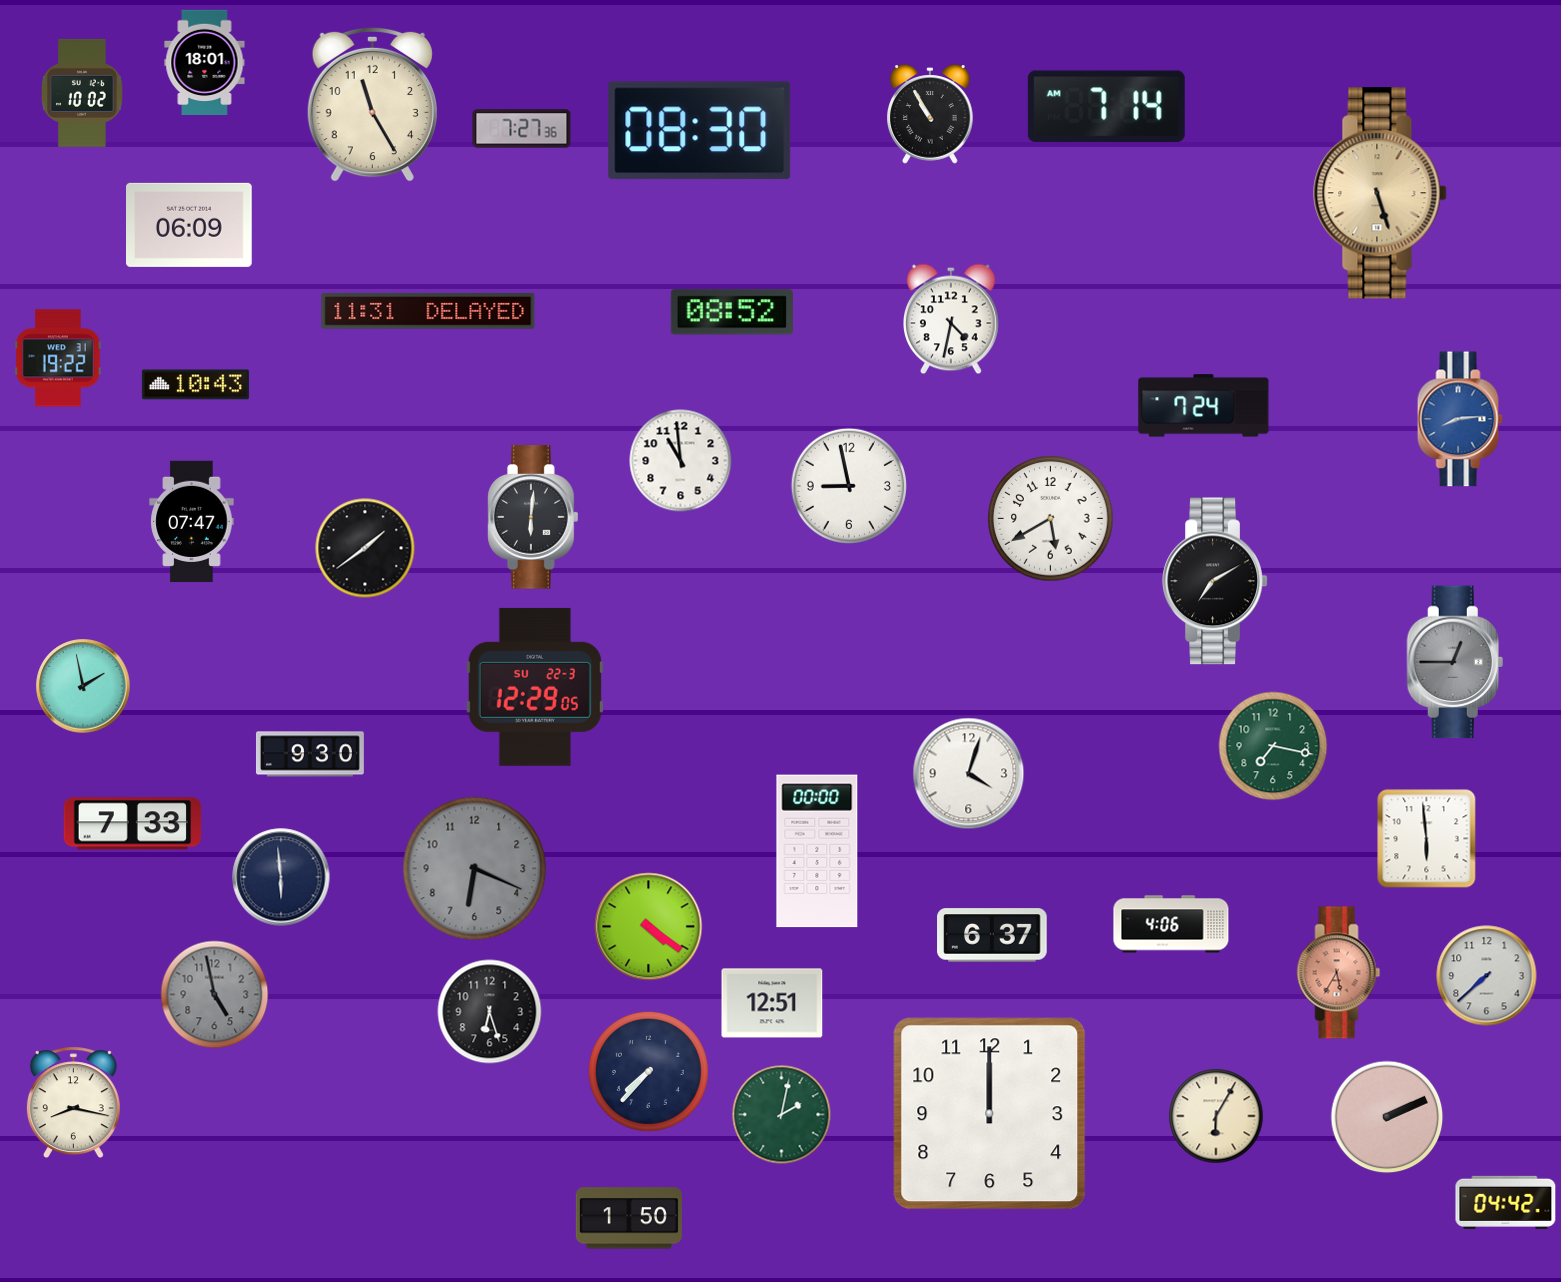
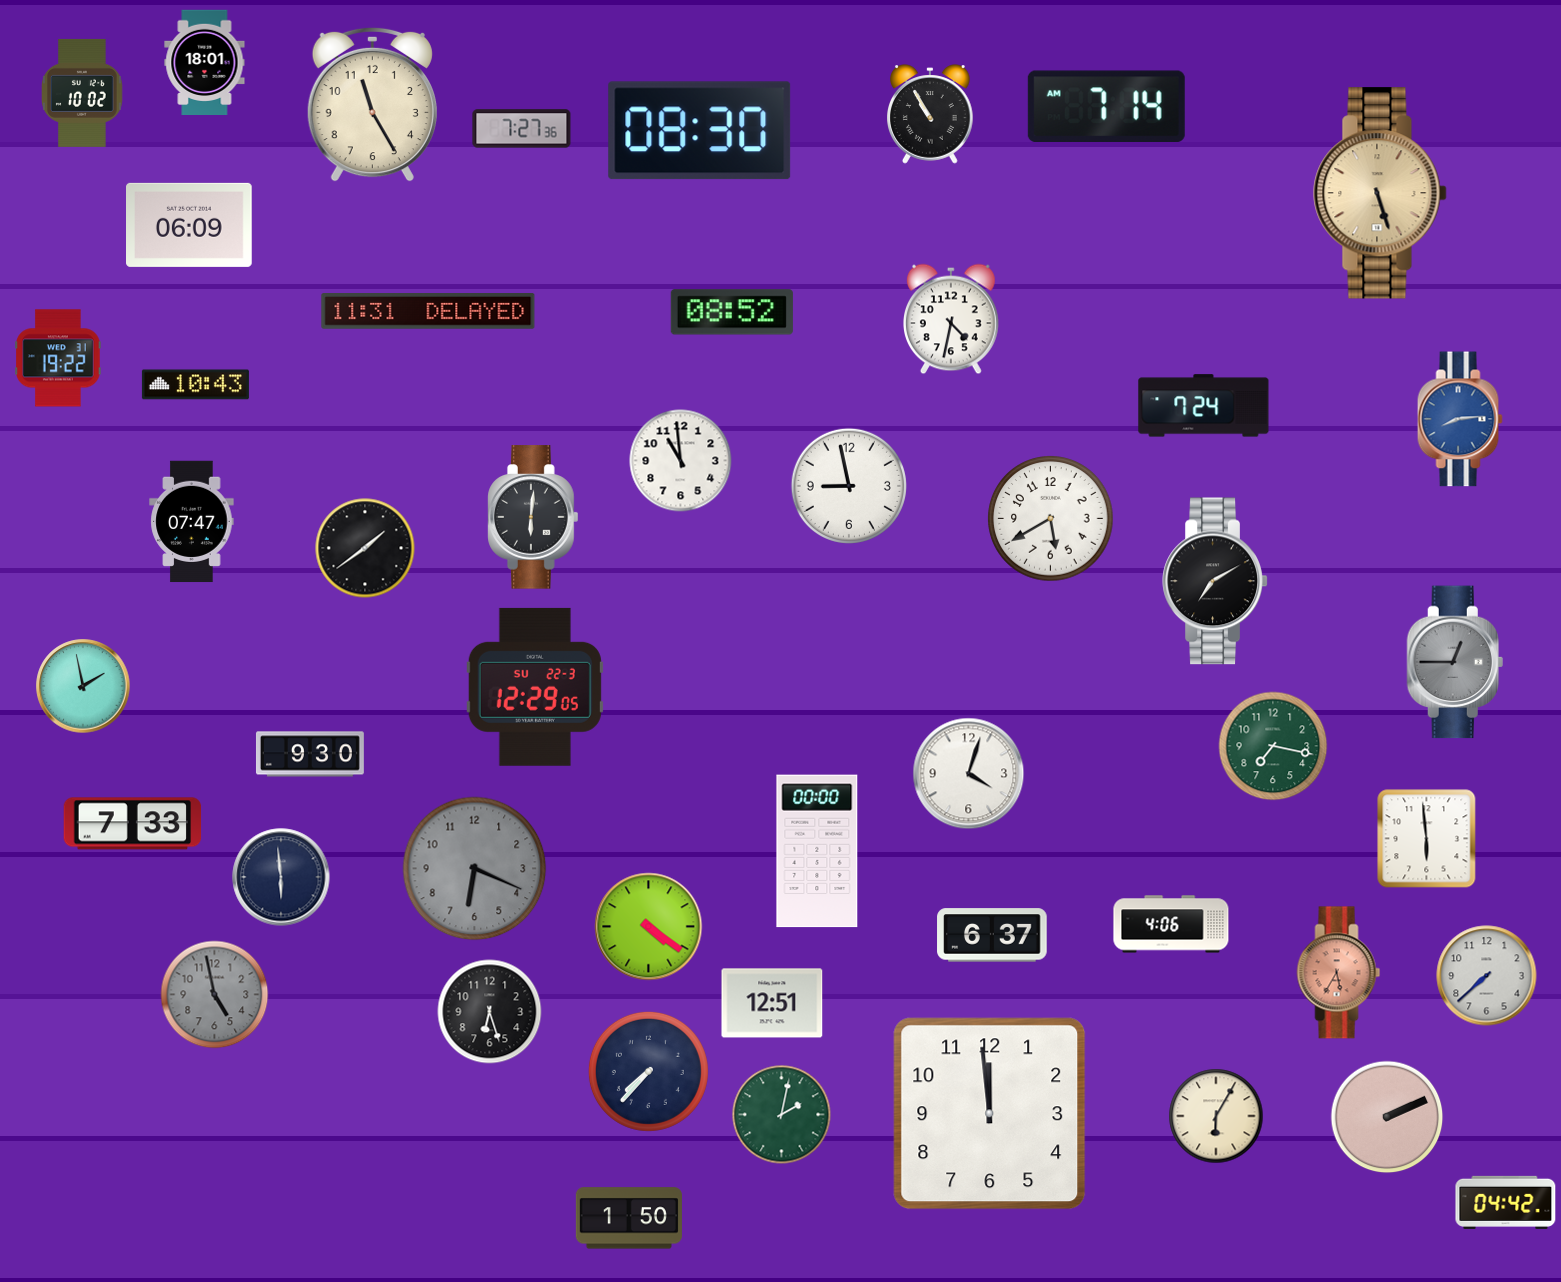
clock at (73, 1103): 8:17 -> none
clock at (990, 1114): 12:00 -> 11:59
